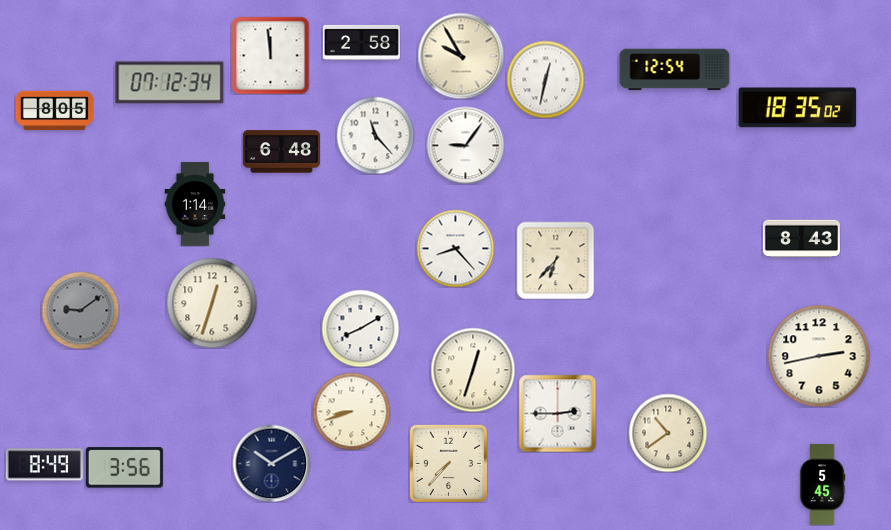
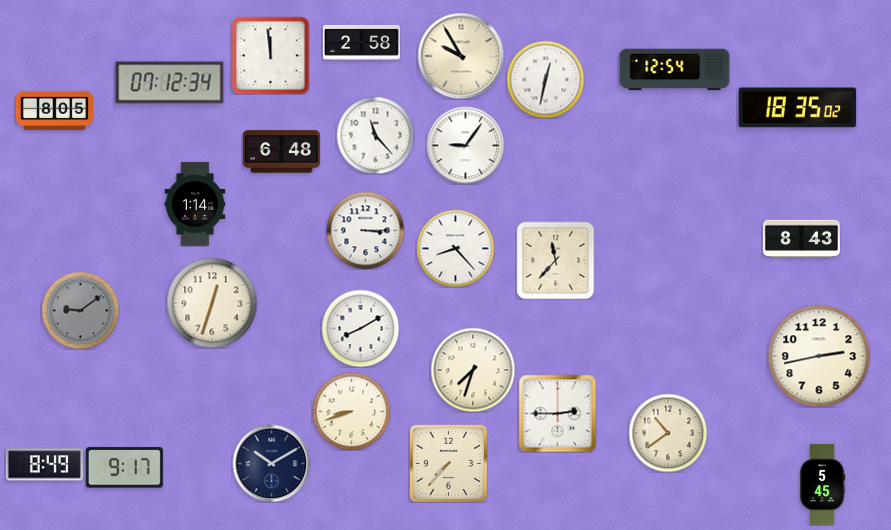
clock at (365, 230): none -> 3:15
clock at (555, 260): 6:37 -> 11:37
clock at (473, 370): 12:33 -> 7:33
clock at (124, 468): 3:56 -> 9:17
